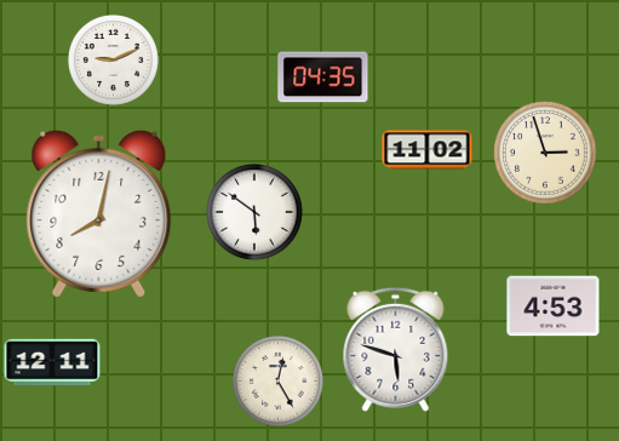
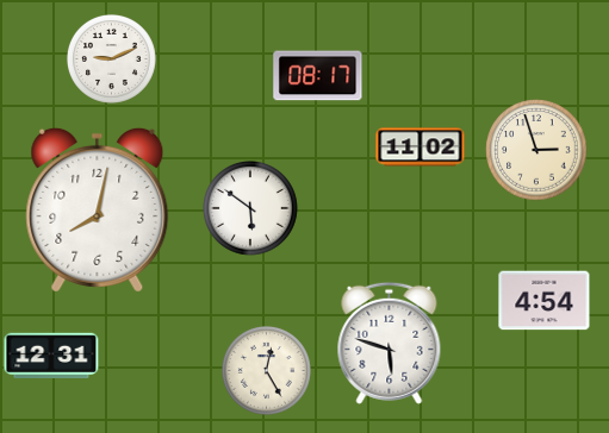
clock at (323, 78): 04:35 -> 08:17
clock at (554, 307): 4:53 -> 4:54
clock at (52, 362): 12:11 -> 12:31
clock at (277, 380) position: (277, 380) -> (266, 370)
